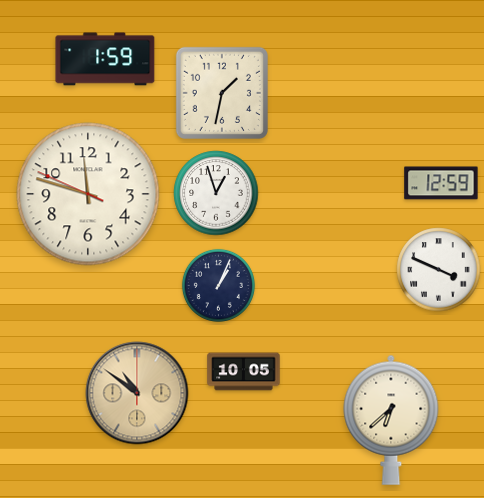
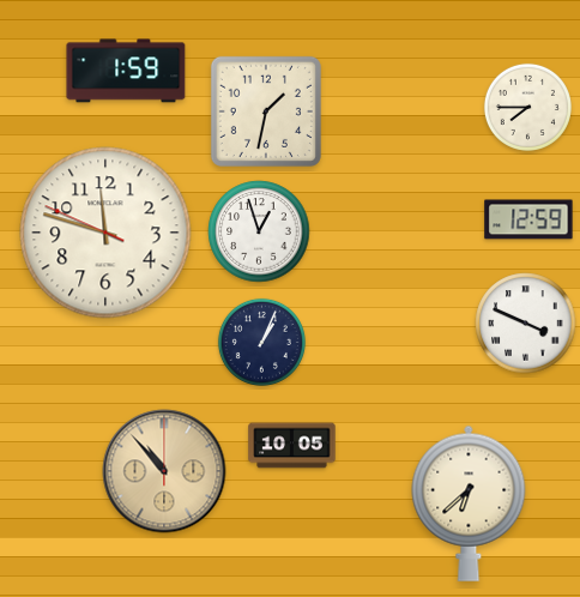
clock at (527, 107): none -> 7:45
clock at (137, 393): 10:51 -> 10:53
